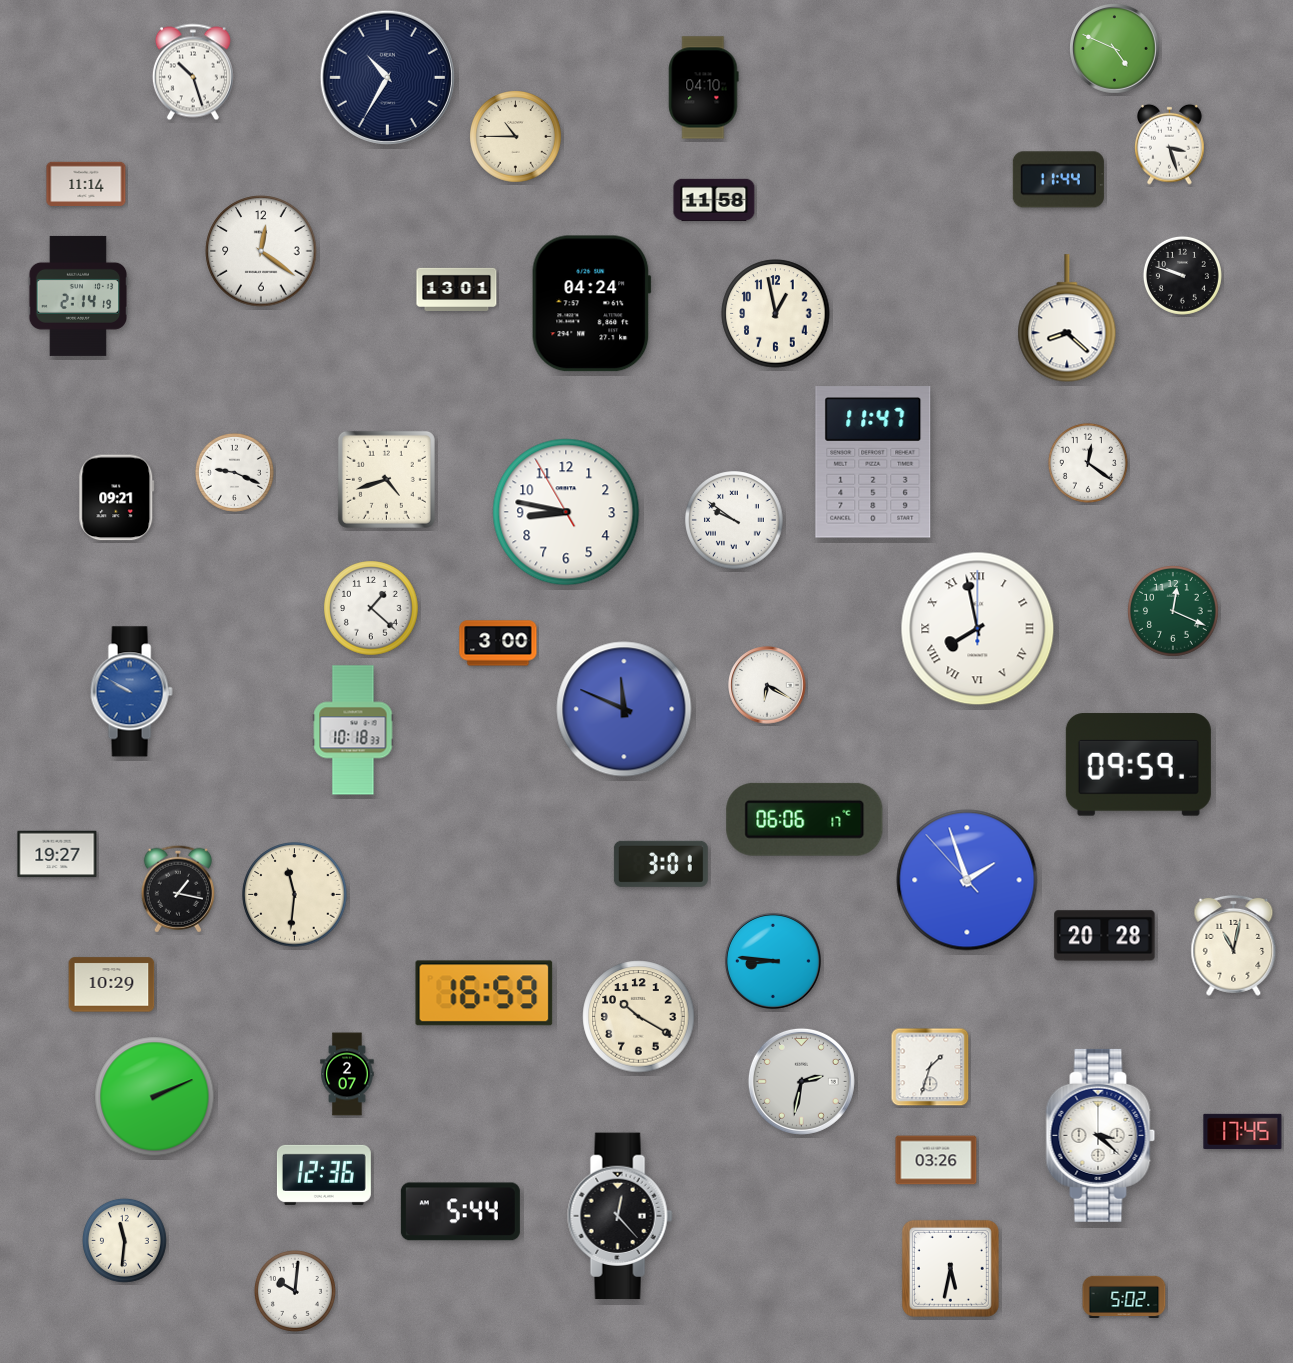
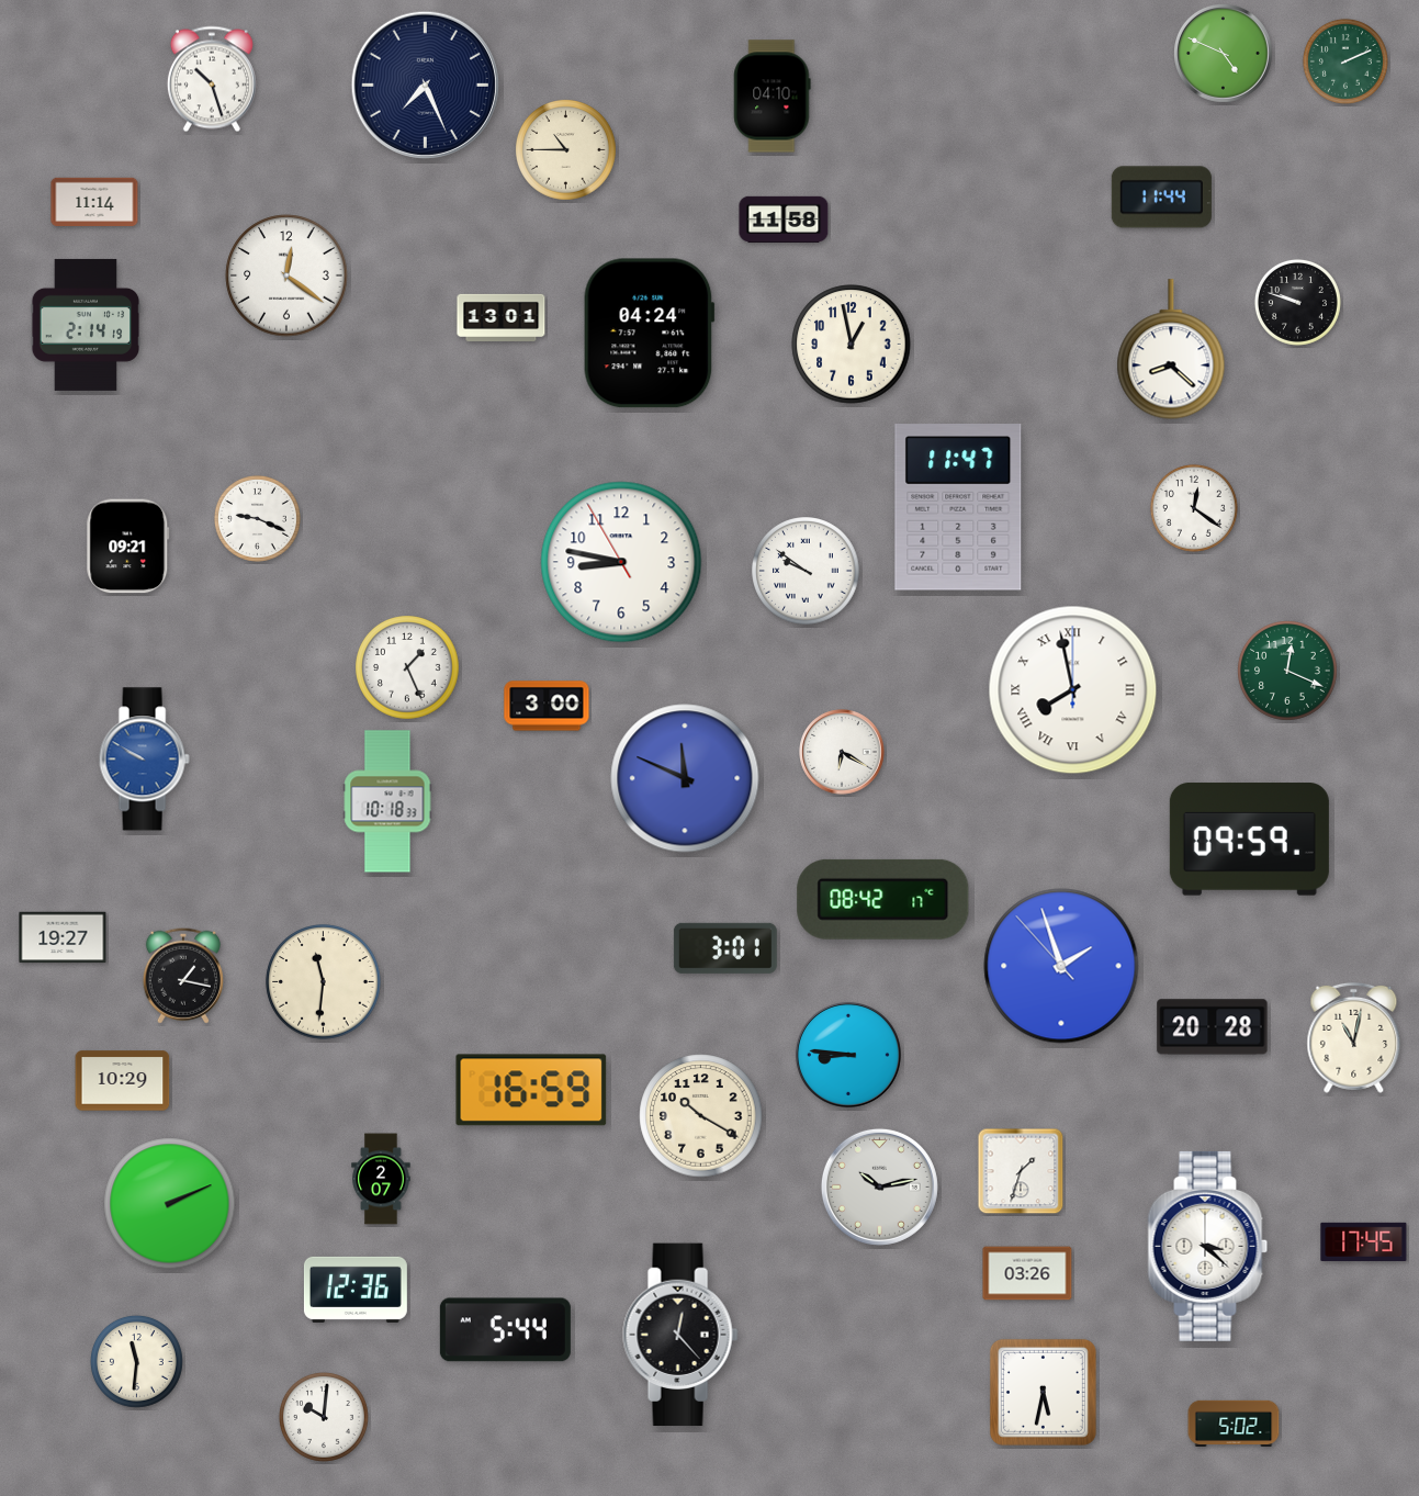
clock at (1345, 61): none -> 2:11
clock at (387, 77): 10:35 -> 7:26
clock at (1170, 144): 3:27 -> none
clock at (386, 479): 4:42 -> none
clock at (371, 608): 1:22 -> 1:26
clock at (805, 819): 06:06 -> 08:42
clock at (178, 889) position: (178, 889) -> (183, 976)
clock at (801, 1081): 2:32 -> 10:13
